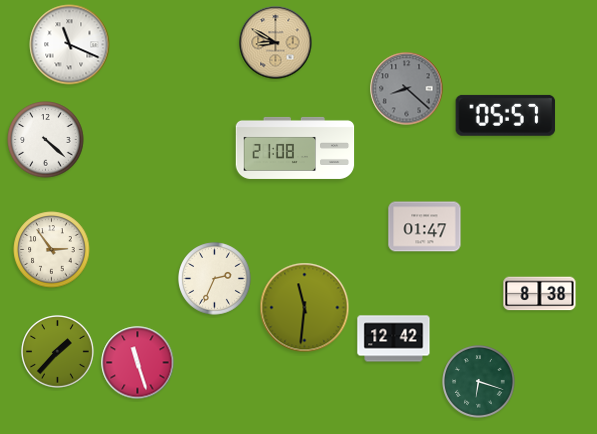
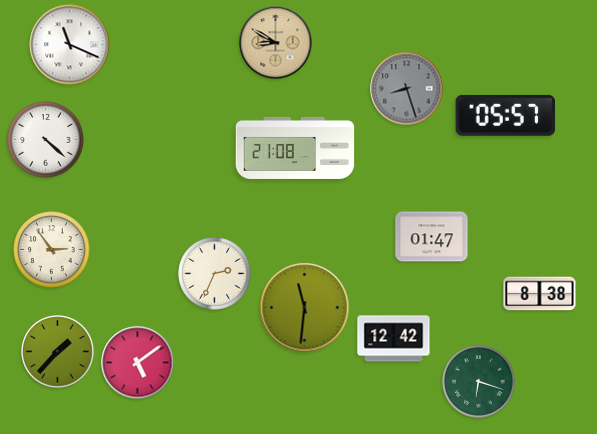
clock at (407, 89): 8:22 -> 8:27
clock at (425, 227) position: (425, 227) -> (432, 237)
clock at (215, 279) position: (215, 279) -> (215, 274)
clock at (138, 363): 11:27 -> 5:09
